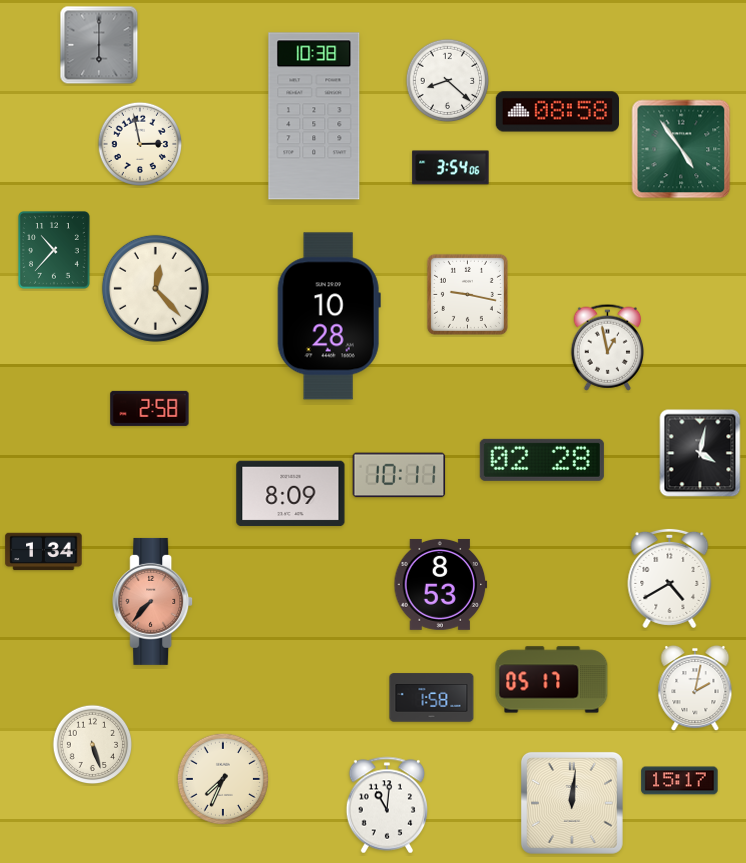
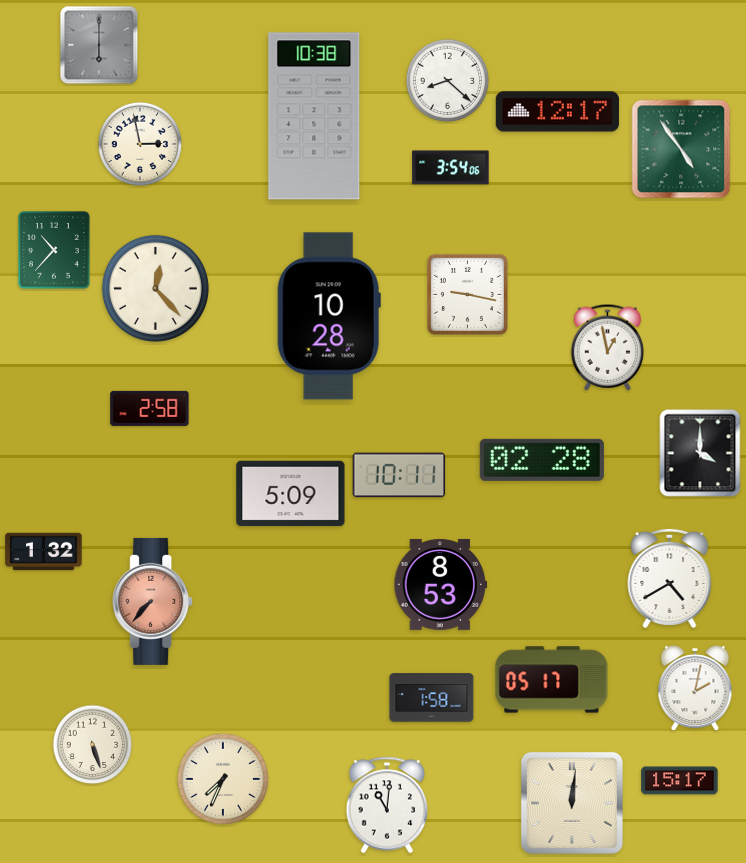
clock at (557, 112): 08:58 -> 12:17
clock at (700, 453): 4:02 -> 4:00
clock at (291, 494): 8:09 -> 5:09
clock at (44, 552): 1:34 -> 1:32
